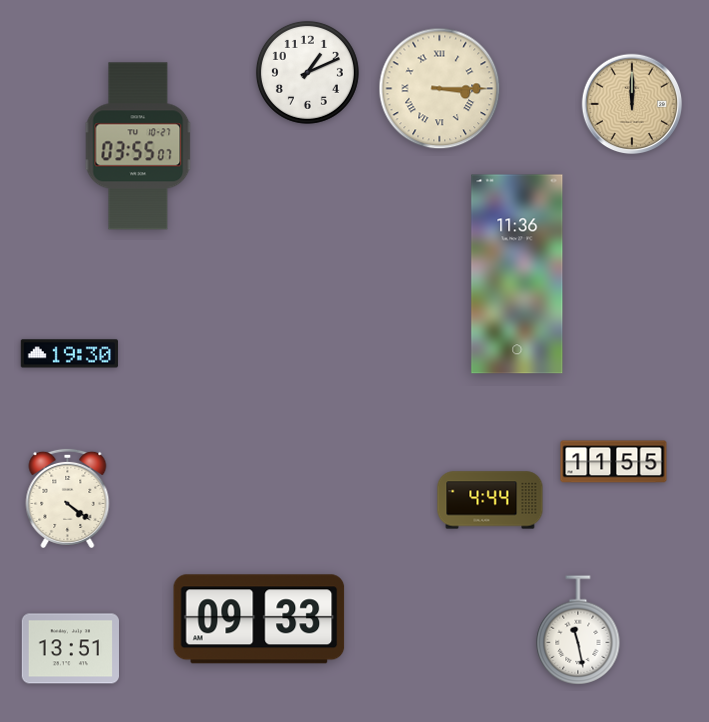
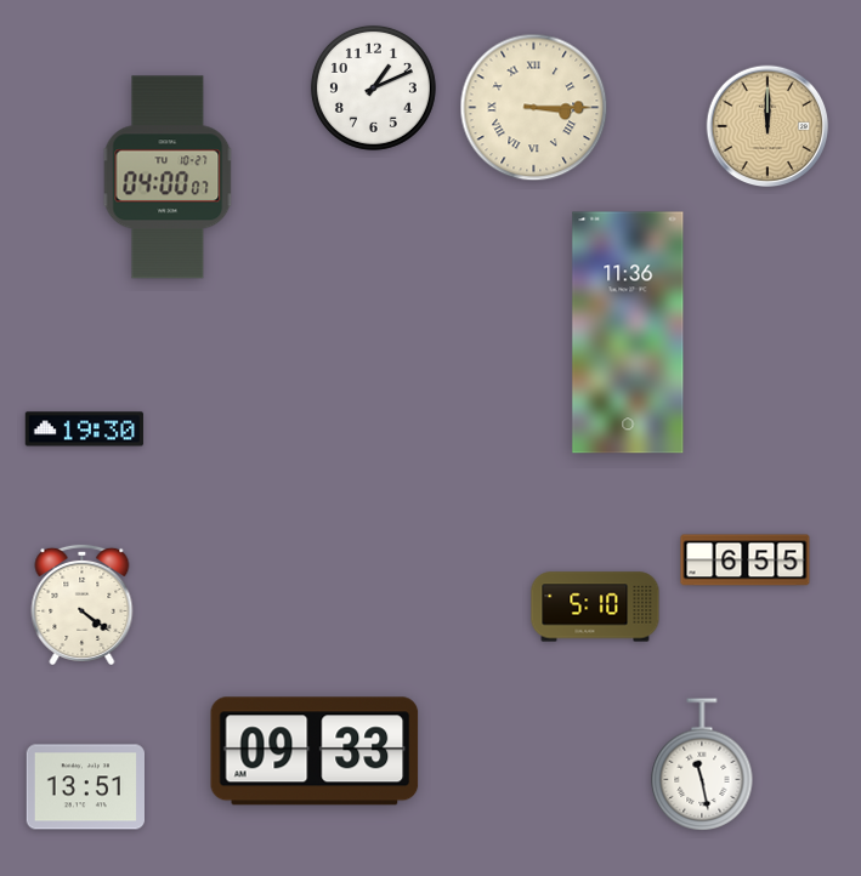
clock at (138, 146): 03:55 -> 04:00
clock at (614, 462): 11:55 -> 6:55
clock at (490, 500): 4:44 -> 5:10
